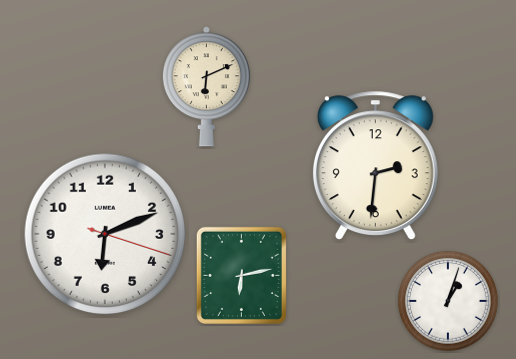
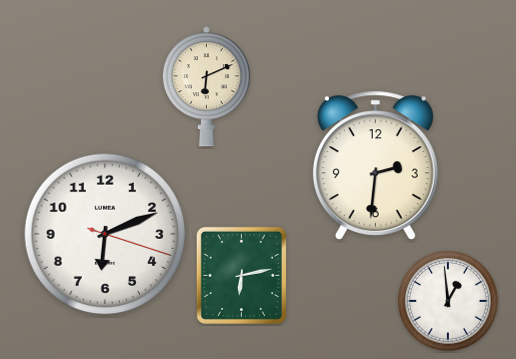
clock at (448, 301): 1:03 -> 12:59
